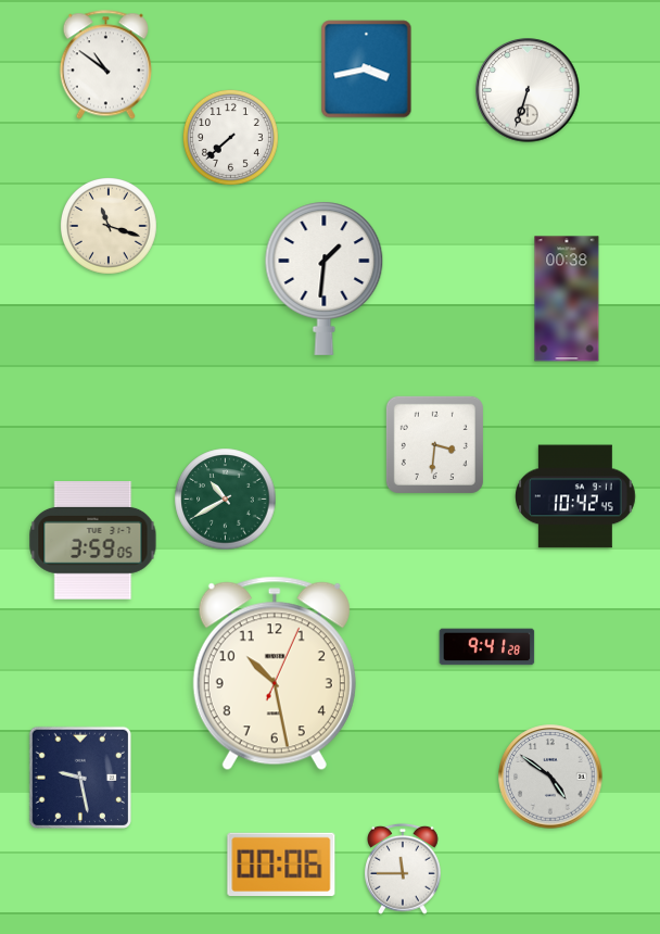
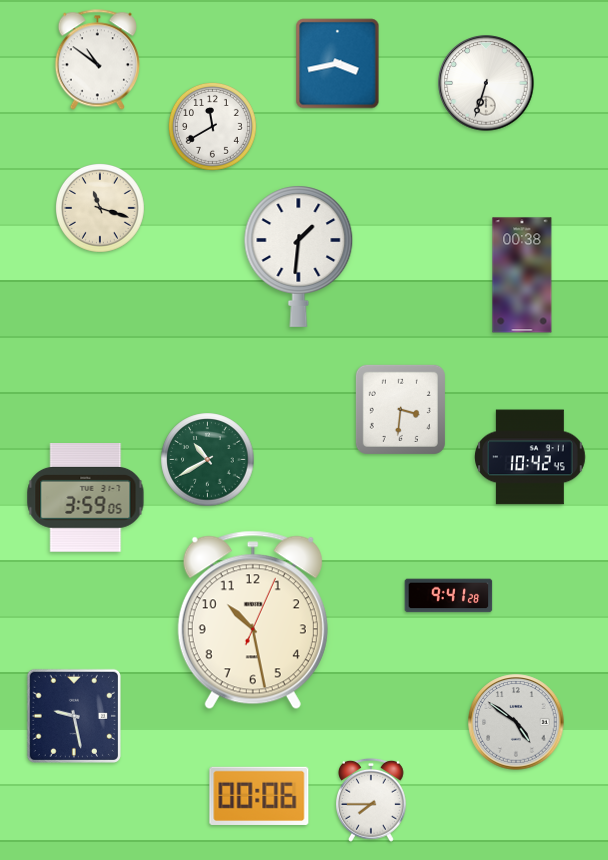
clock at (230, 137): 7:38 -> 11:40
clock at (550, 777) position: (550, 777) -> (516, 722)
clock at (404, 869): 11:45 -> 7:45
